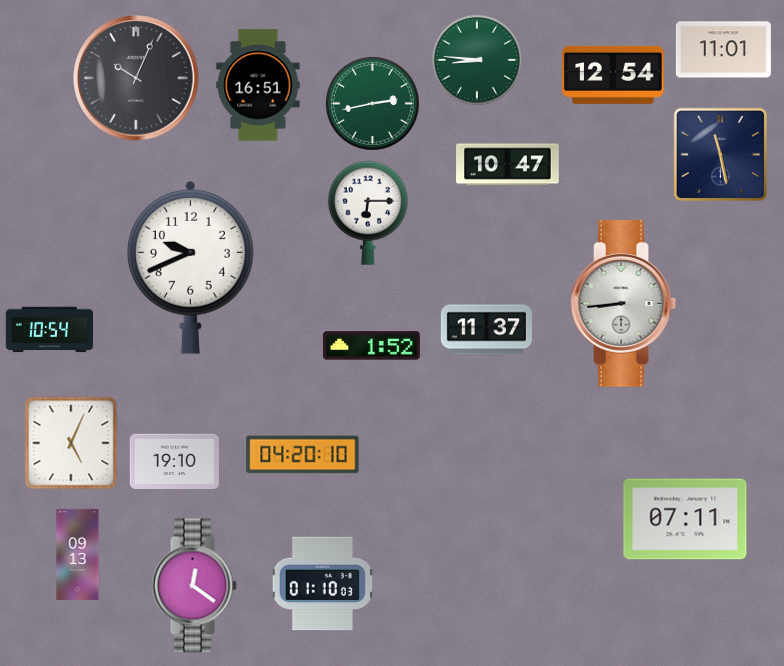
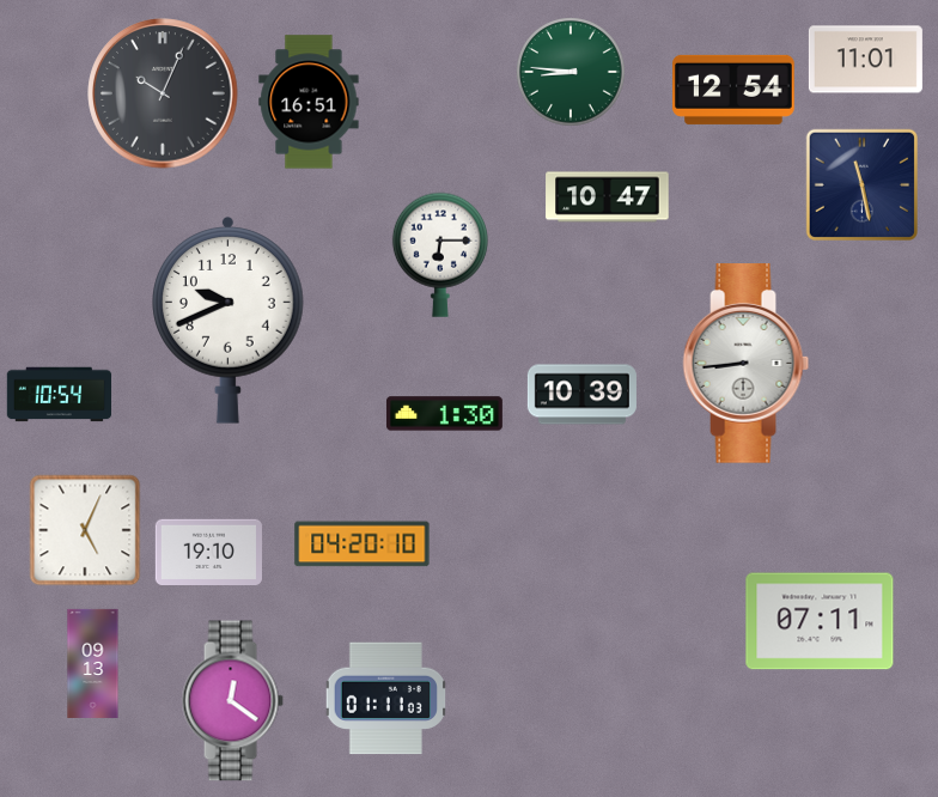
clock at (373, 104): 2:43 -> none
clock at (486, 330): 11:37 -> 10:39
clock at (371, 346): 1:52 -> 1:30
clock at (322, 584): 01:10 -> 01:11
